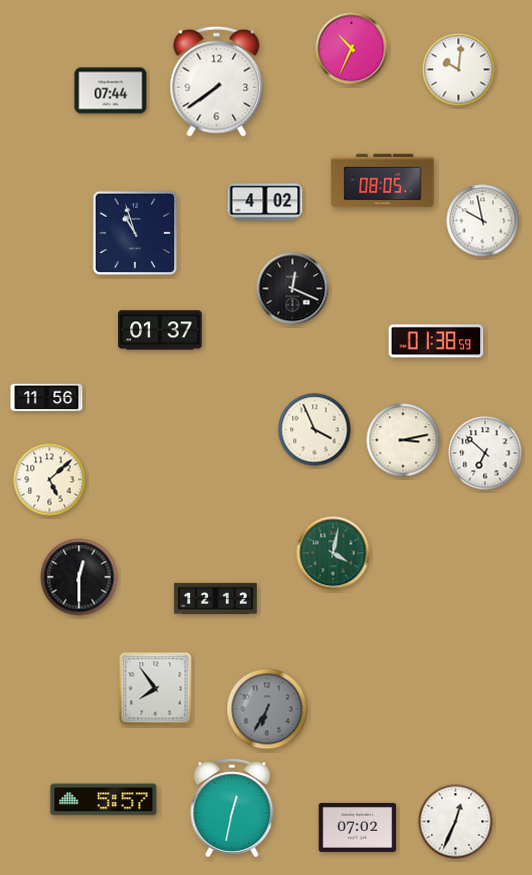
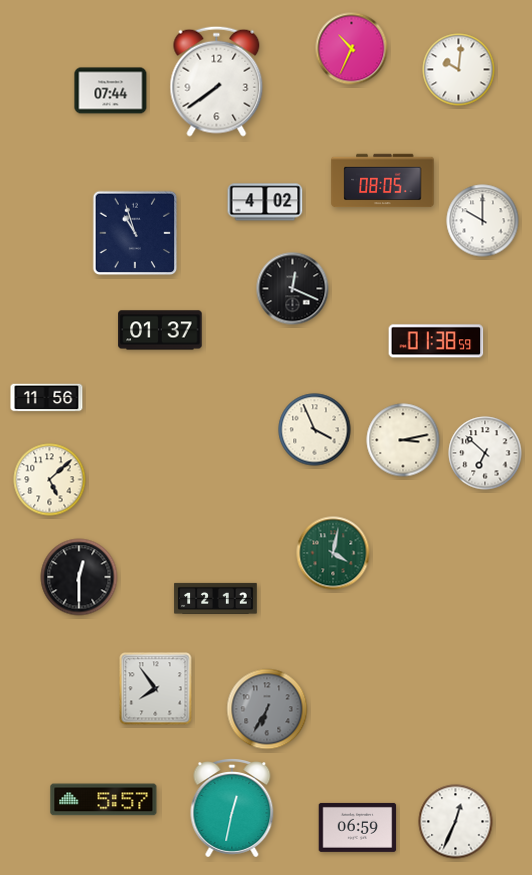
clock at (483, 221): 9:58 -> 10:00
clock at (358, 827): 07:02 -> 06:59
